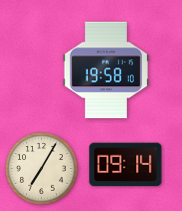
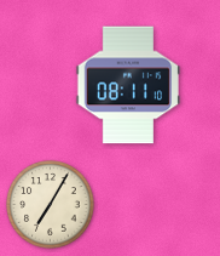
clock at (105, 70): 19:58 -> 08:11
clock at (126, 165): 09:14 -> none
